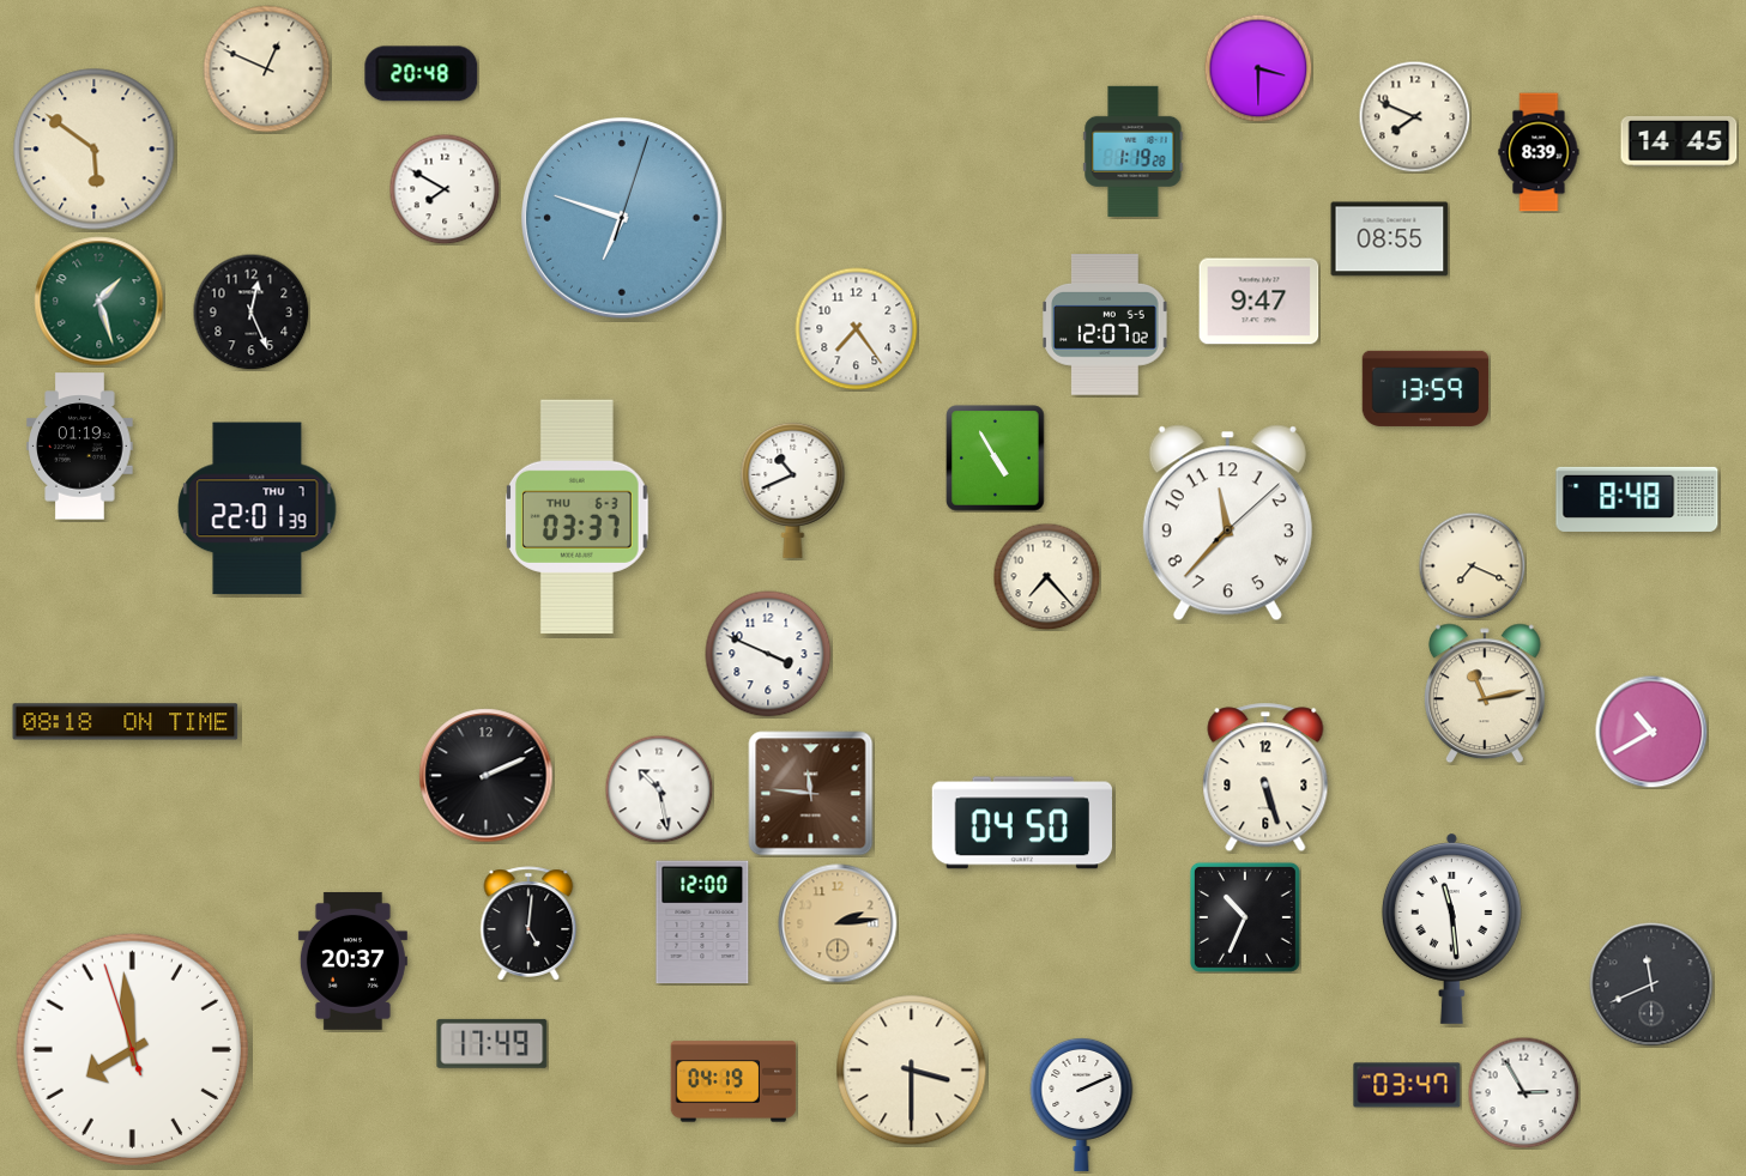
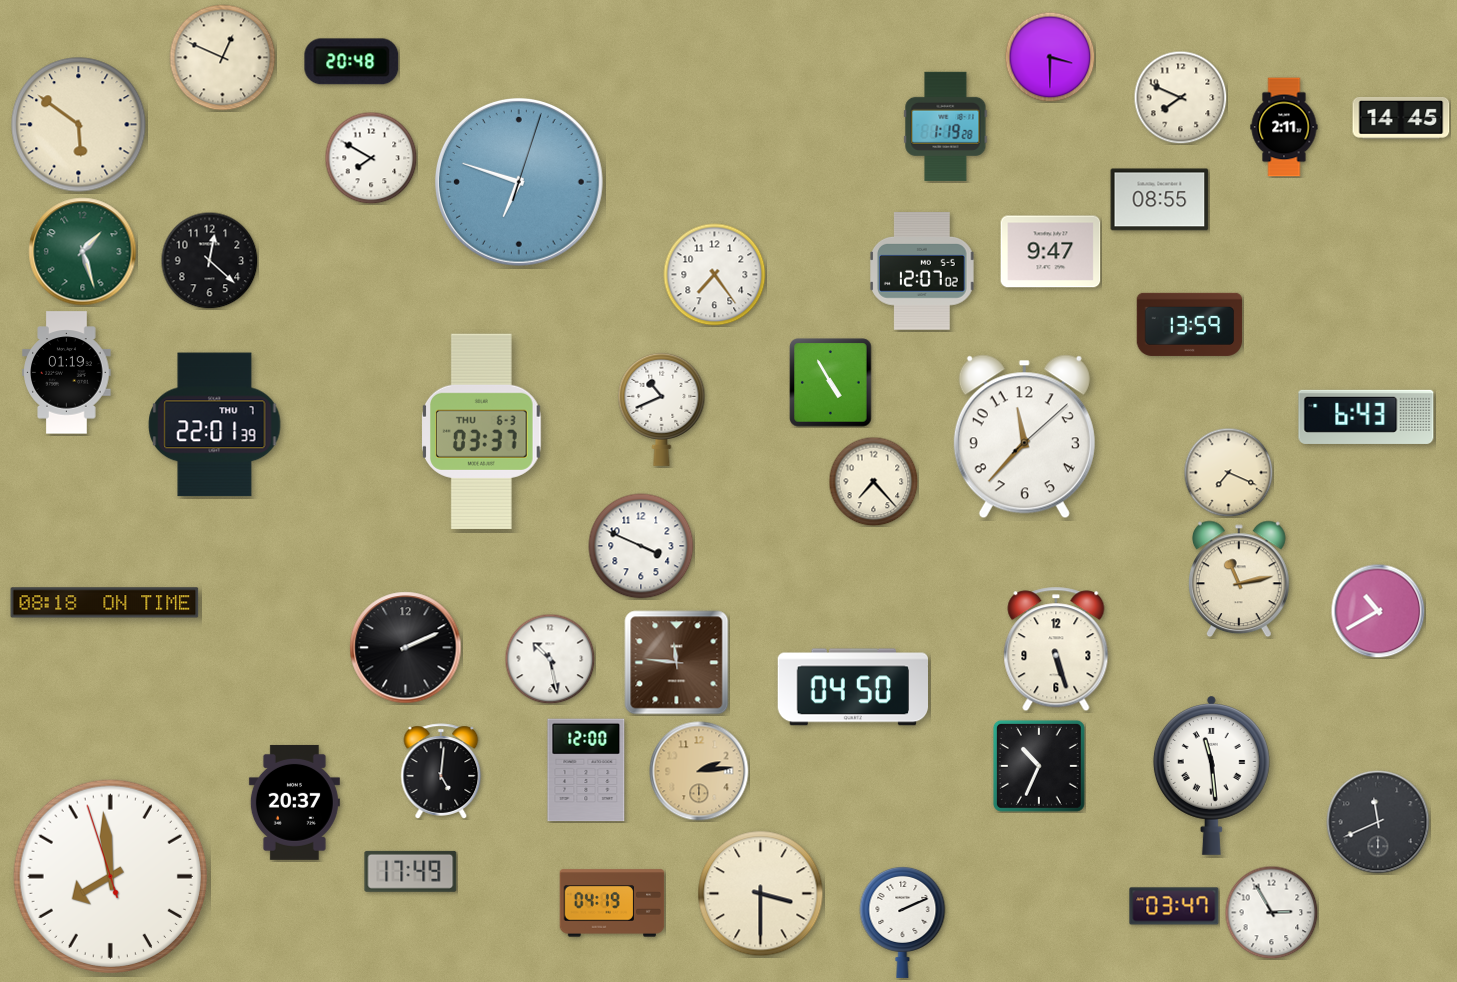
clock at (1539, 152): 8:39 -> 2:11
clock at (250, 311): 12:26 -> 12:22
clock at (1637, 499): 8:48 -> 6:43
